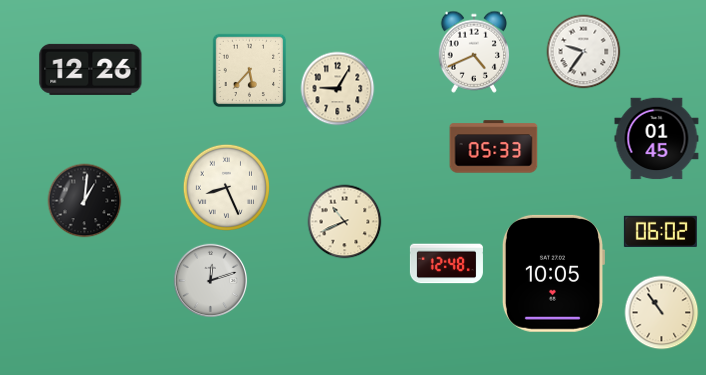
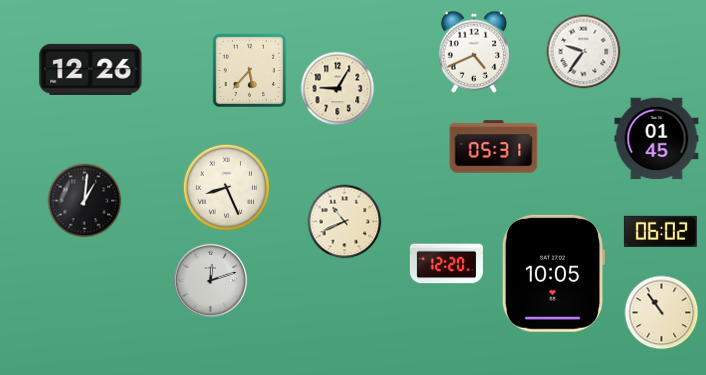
clock at (494, 147): 05:33 -> 05:31
clock at (446, 264): 12:48 -> 12:20
